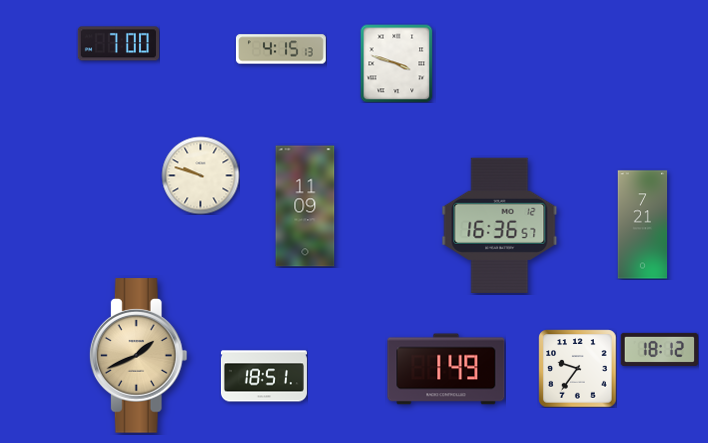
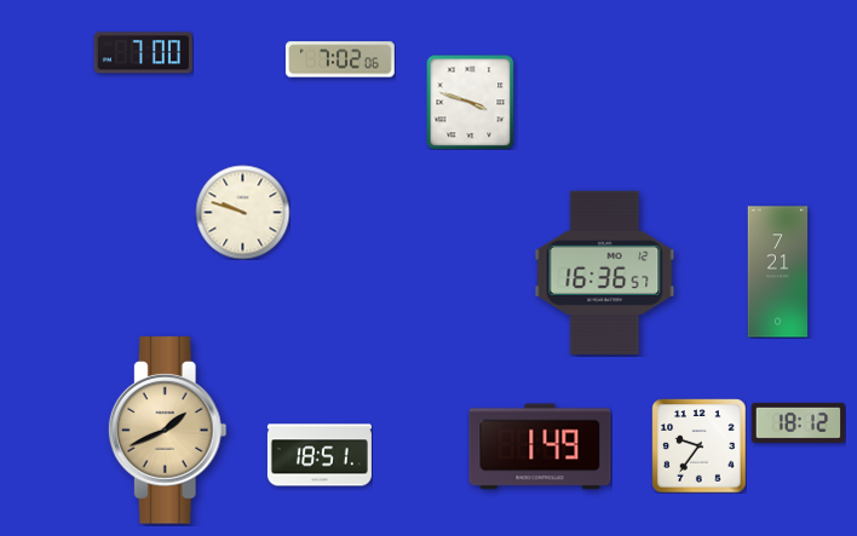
clock at (281, 49): 4:15 -> 7:02
clock at (397, 63) position: (397, 63) -> (471, 102)
clock at (305, 206): 11:09 -> none
